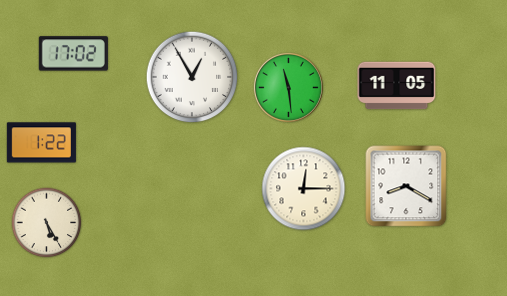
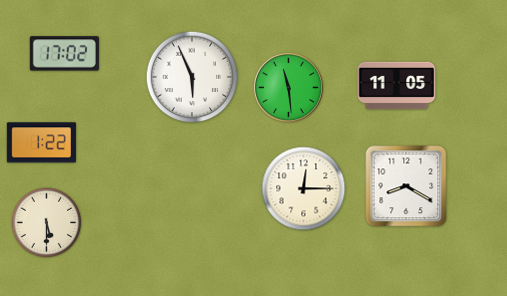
clock at (73, 54) position: (73, 54) -> (64, 54)
clock at (192, 77): 12:55 -> 5:56
clock at (47, 223): 5:25 -> 5:30
